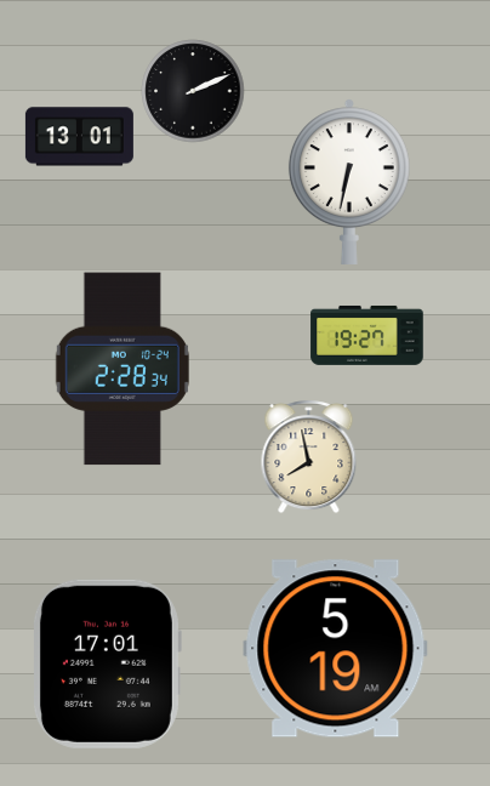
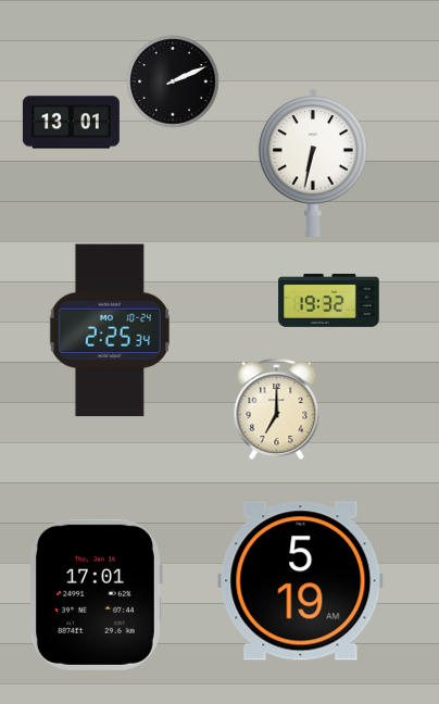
clock at (367, 335): 19:27 -> 19:32
clock at (122, 369): 2:28 -> 2:25
clock at (309, 457): 7:58 -> 7:00
